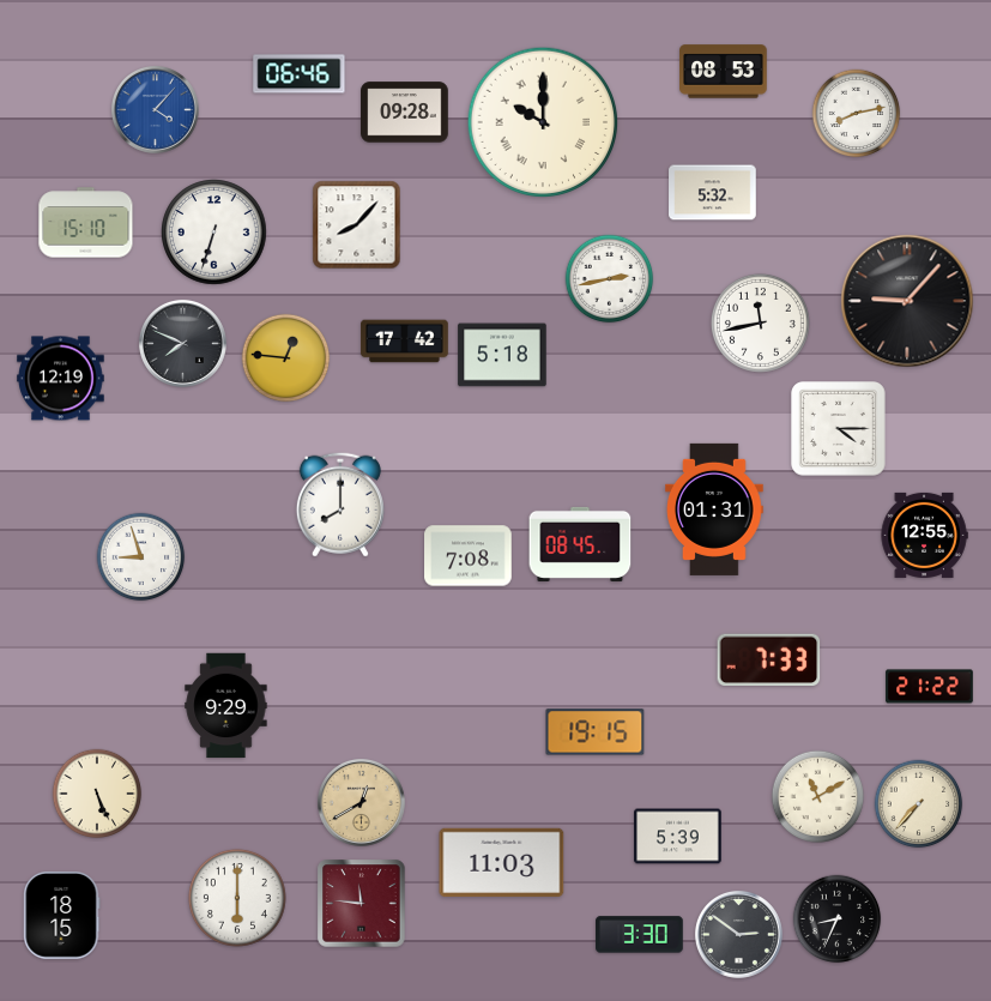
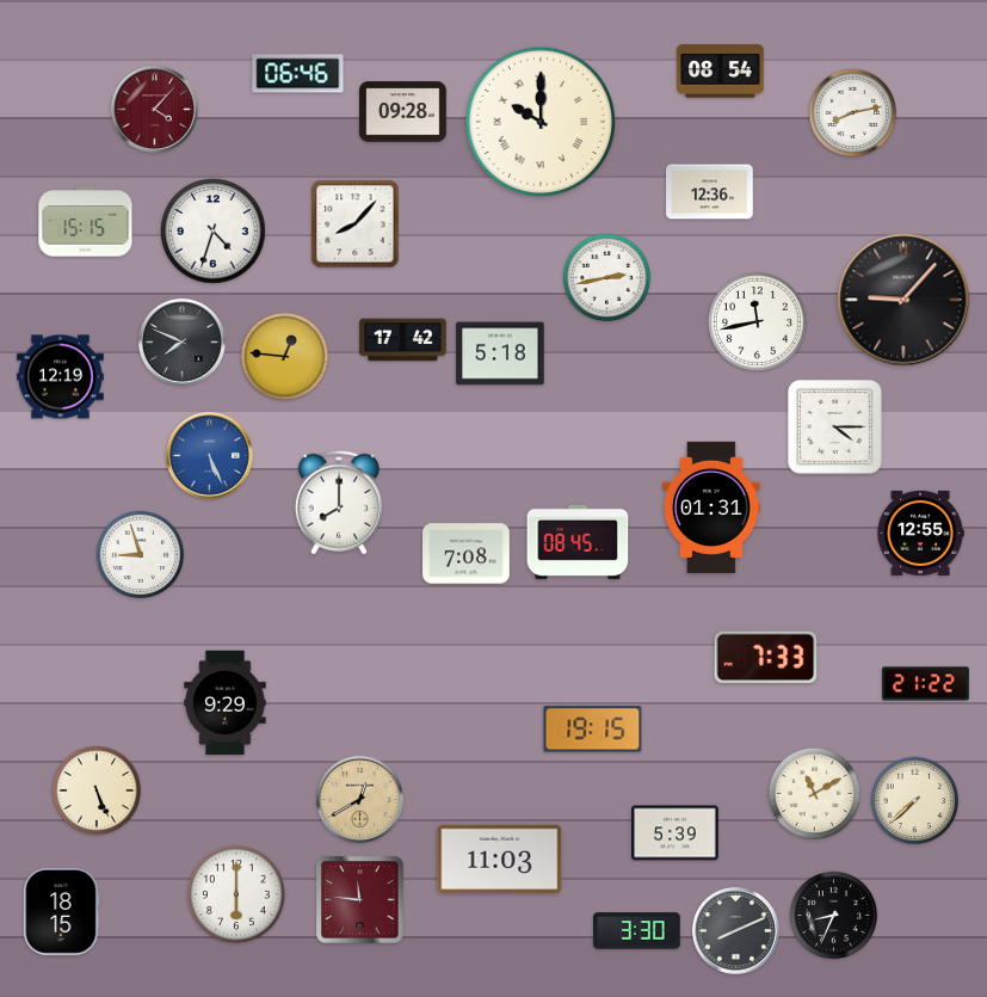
clock at (724, 72): 08:53 -> 08:54
clock at (155, 109) dial: blue -> burgundy
clock at (713, 193): 5:32 -> 12:36
clock at (86, 223): 15:10 -> 15:15
clock at (214, 233): 6:33 -> 4:33
clock at (209, 455): none -> 5:26
clock at (919, 804): 7:37 -> 7:38
clock at (738, 934): 2:51 -> 8:11
